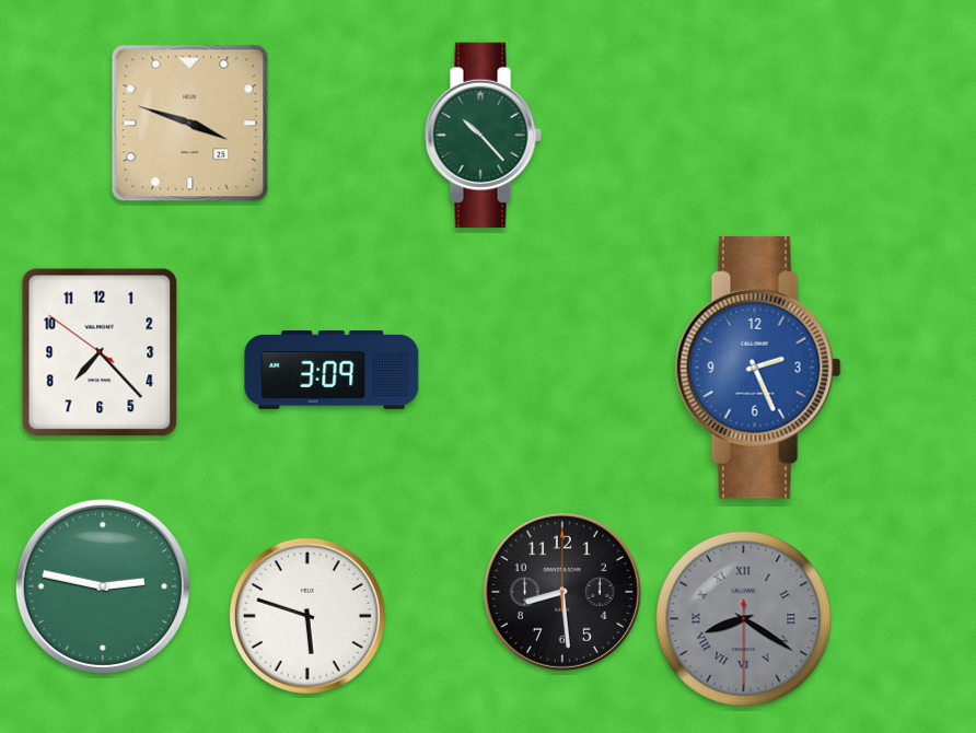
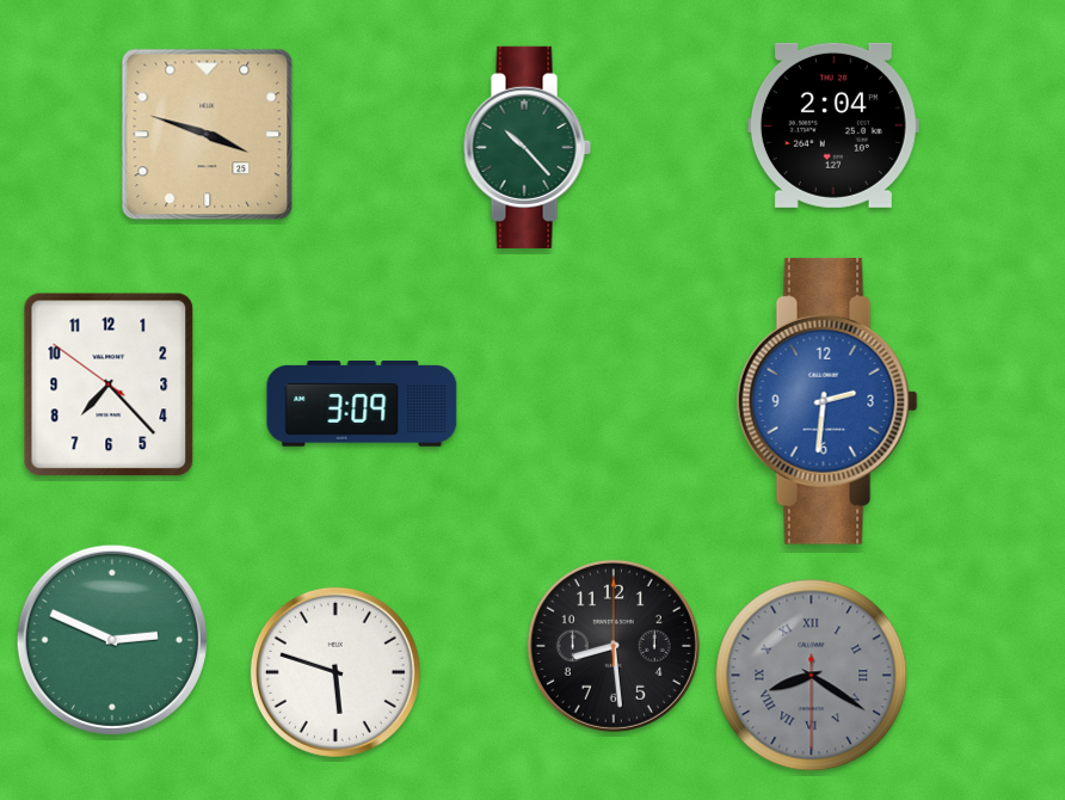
clock at (833, 125): none -> 2:04
clock at (758, 368): 2:26 -> 2:31
clock at (103, 586): 2:47 -> 2:49
